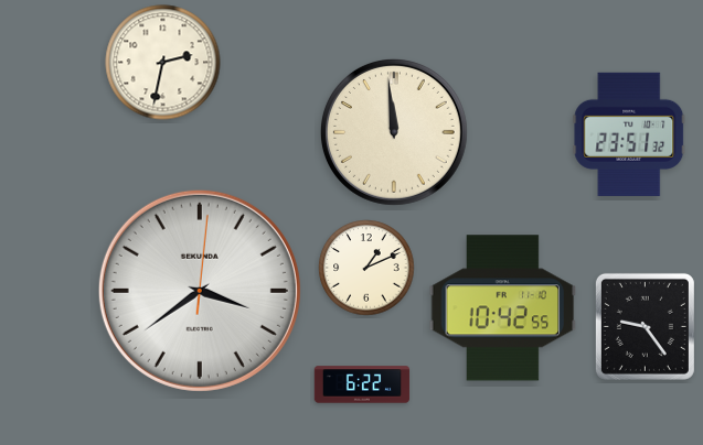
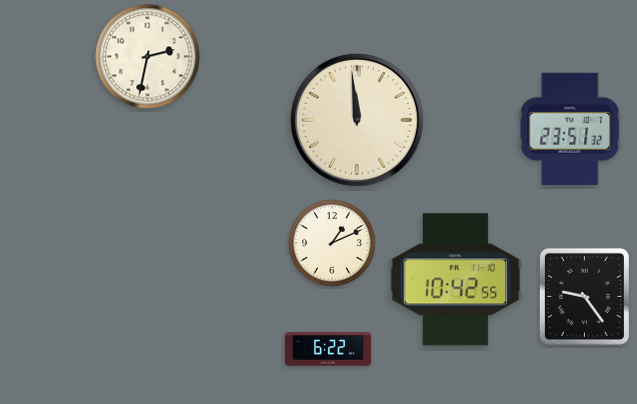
clock at (629, 134) position: (629, 134) -> (570, 129)
clock at (200, 291): 3:39 -> none
